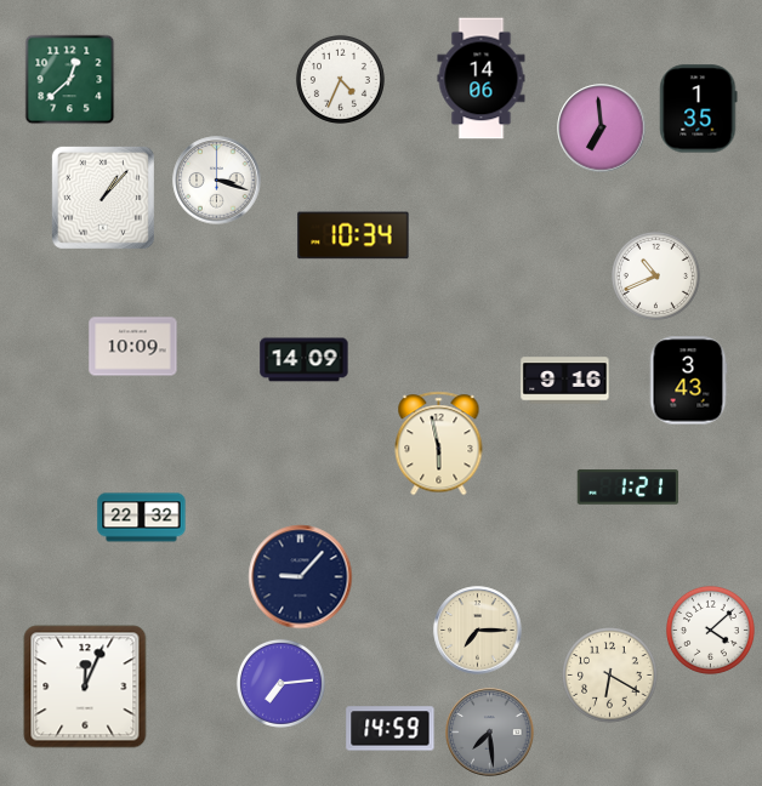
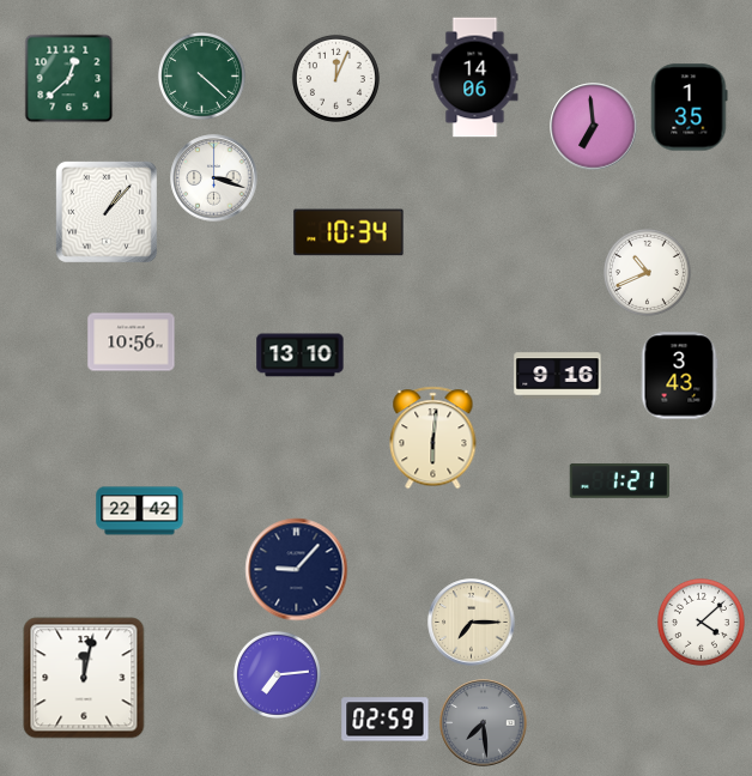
clock at (201, 75): none -> 4:22
clock at (340, 79): 4:34 -> 12:04
clock at (103, 198) position: (103, 198) -> (107, 212)
clock at (133, 347): 10:09 -> 10:56
clock at (305, 360): 14:09 -> 13:10
clock at (439, 444): 5:58 -> 6:01
clock at (142, 518): 22:32 -> 22:42
clock at (610, 676): 6:20 -> none
clock at (85, 687): 12:04 -> 12:02
clock at (391, 729): 14:59 -> 02:59
